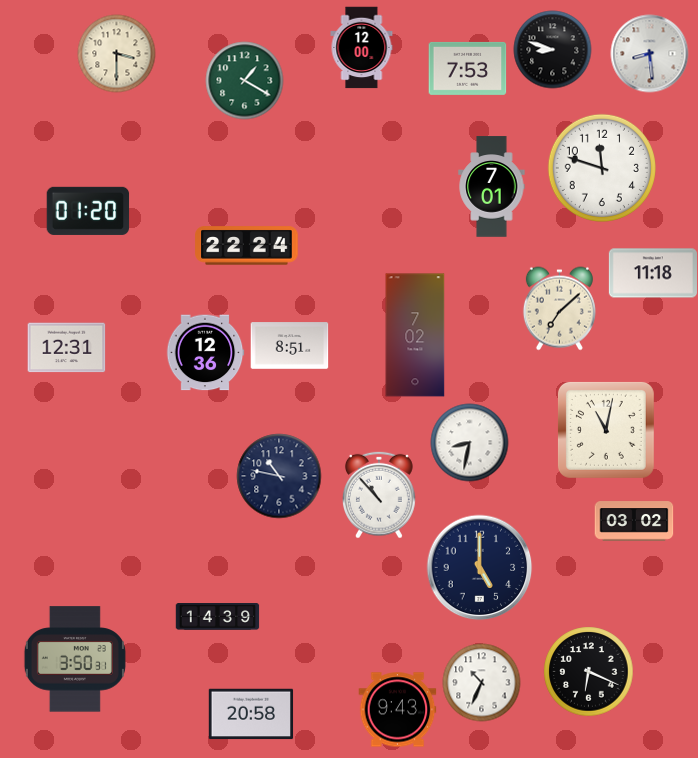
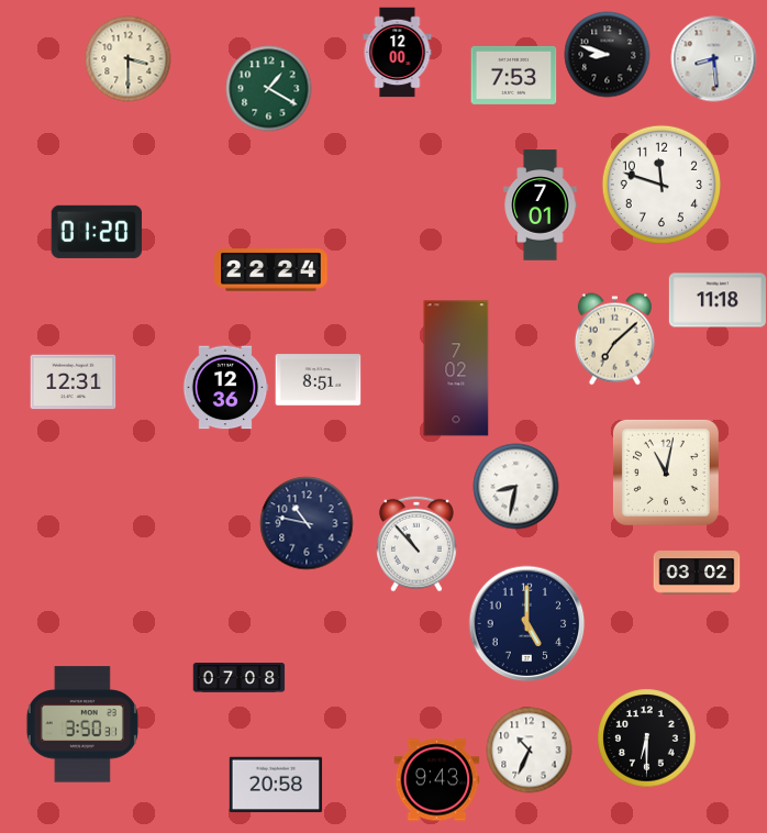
clock at (217, 617): 14:39 -> 07:08
clock at (588, 671): 6:19 -> 6:30
